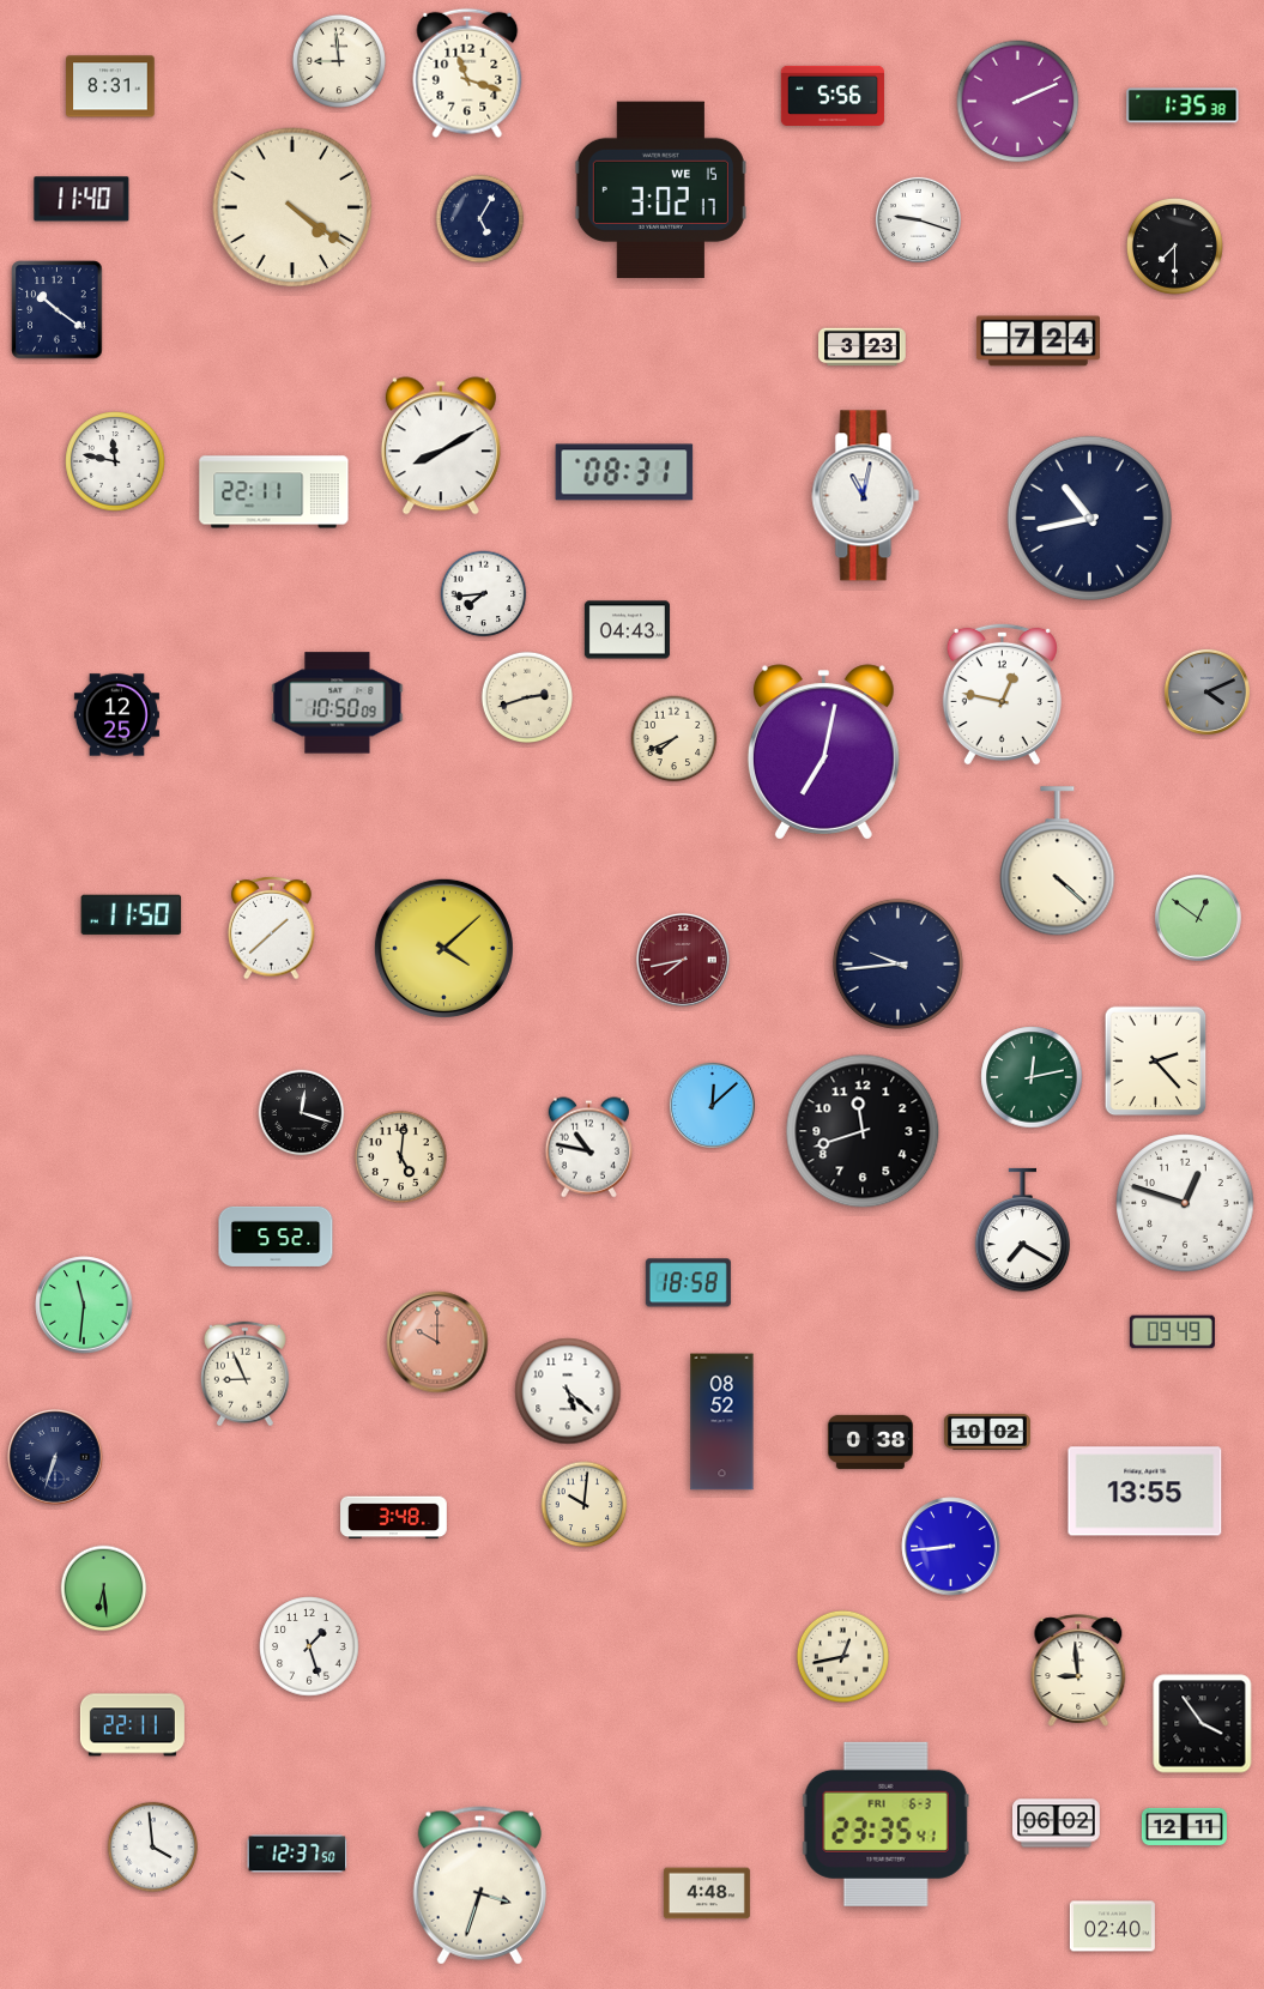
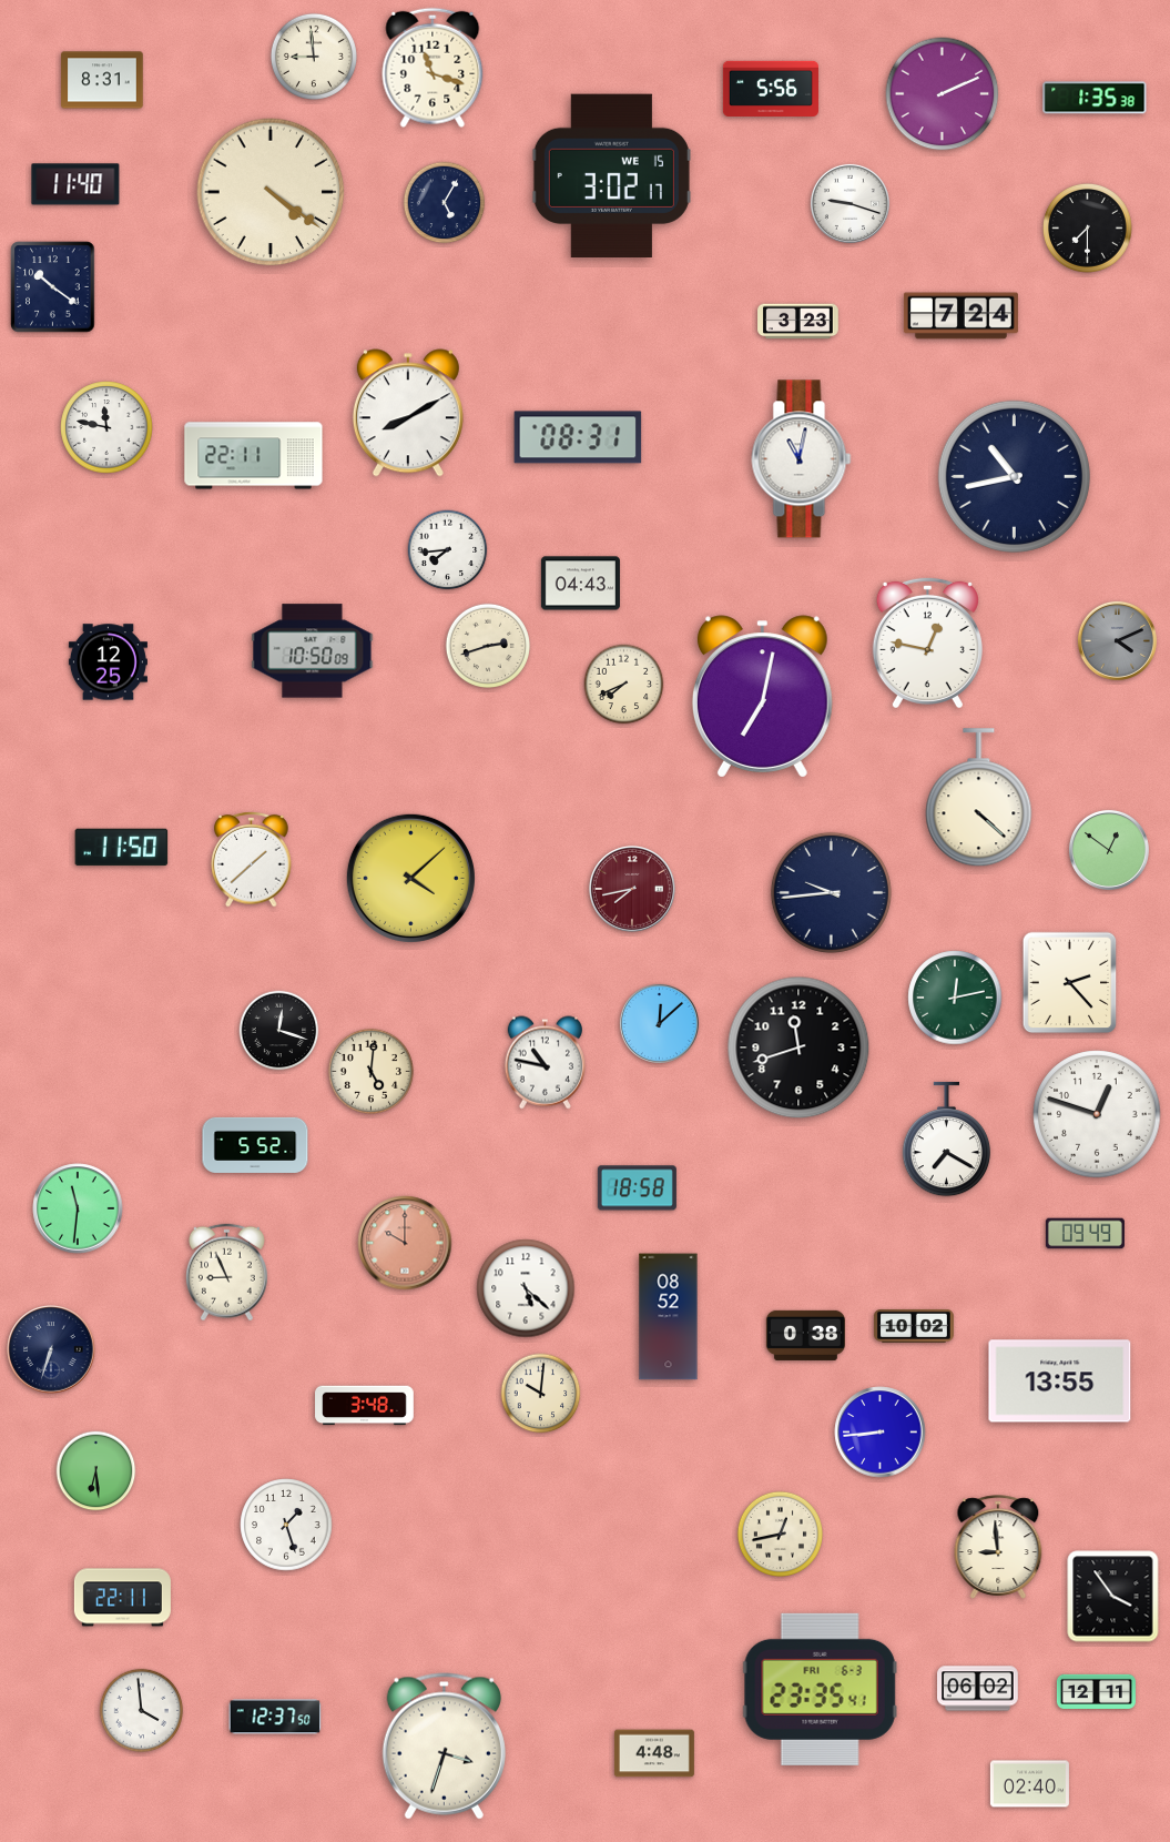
clock at (1089, 518) position: (1089, 518) -> (1014, 476)
